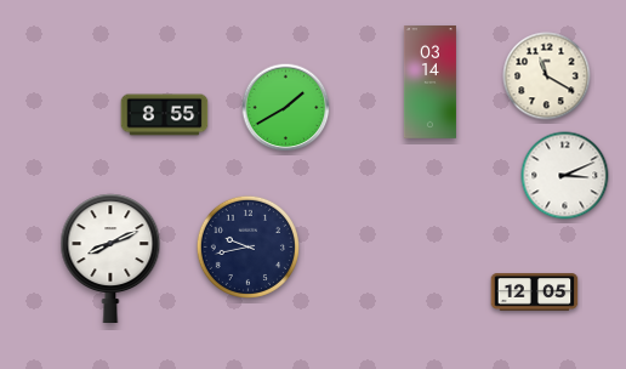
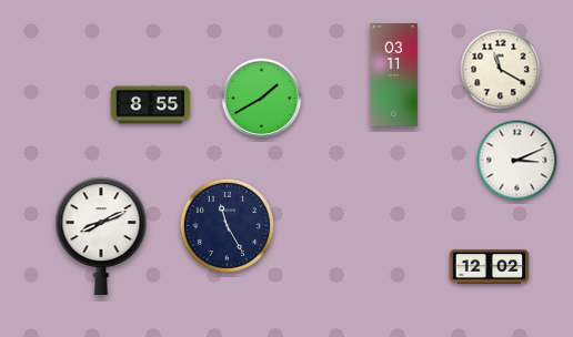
clock at (429, 83): 03:14 -> 03:11
clock at (247, 246): 9:43 -> 11:25
clock at (535, 293): 12:05 -> 12:02
